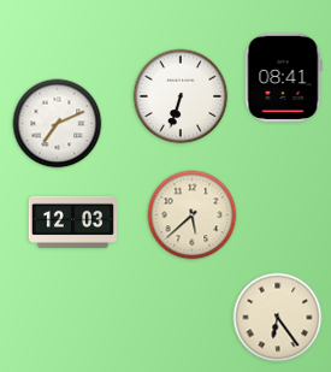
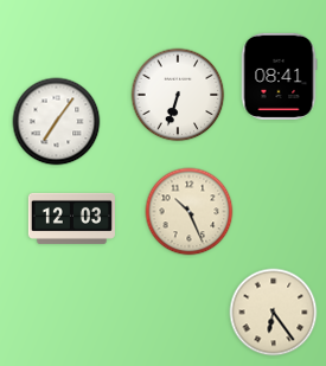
clock at (58, 124): 7:11 -> 7:06
clock at (193, 215): 5:38 -> 10:26
